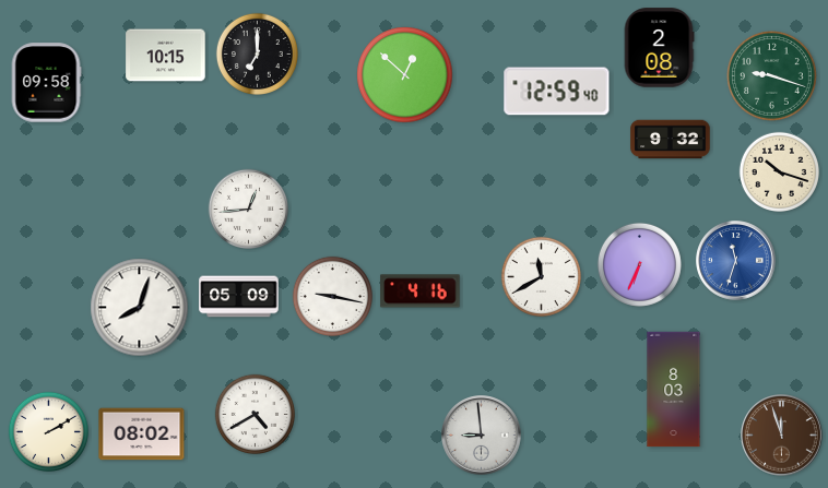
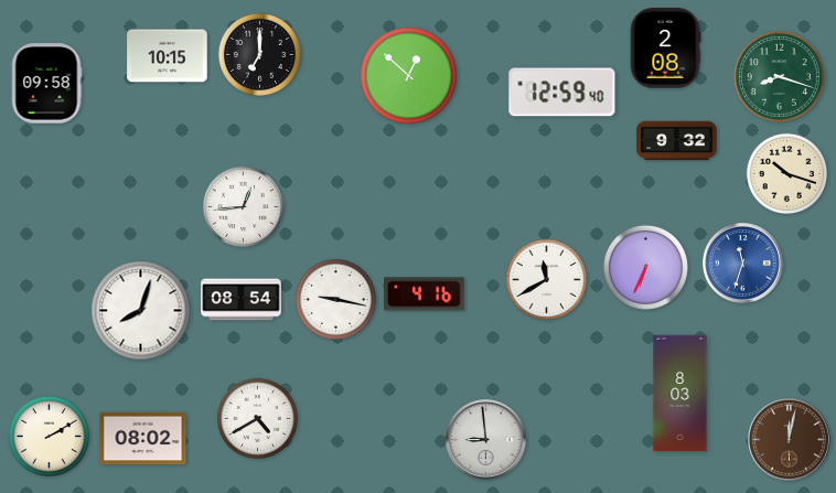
clock at (772, 76): 9:18 -> 8:18
clock at (248, 209) position: (248, 209) -> (243, 206)
clock at (239, 297): 05:09 -> 08:54
clock at (782, 436): 11:57 -> 12:02
